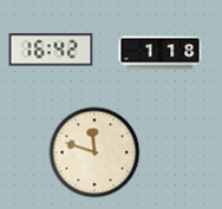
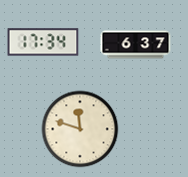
clock at (51, 50): 16:42 -> 17:34
clock at (161, 53): 1:18 -> 6:37
